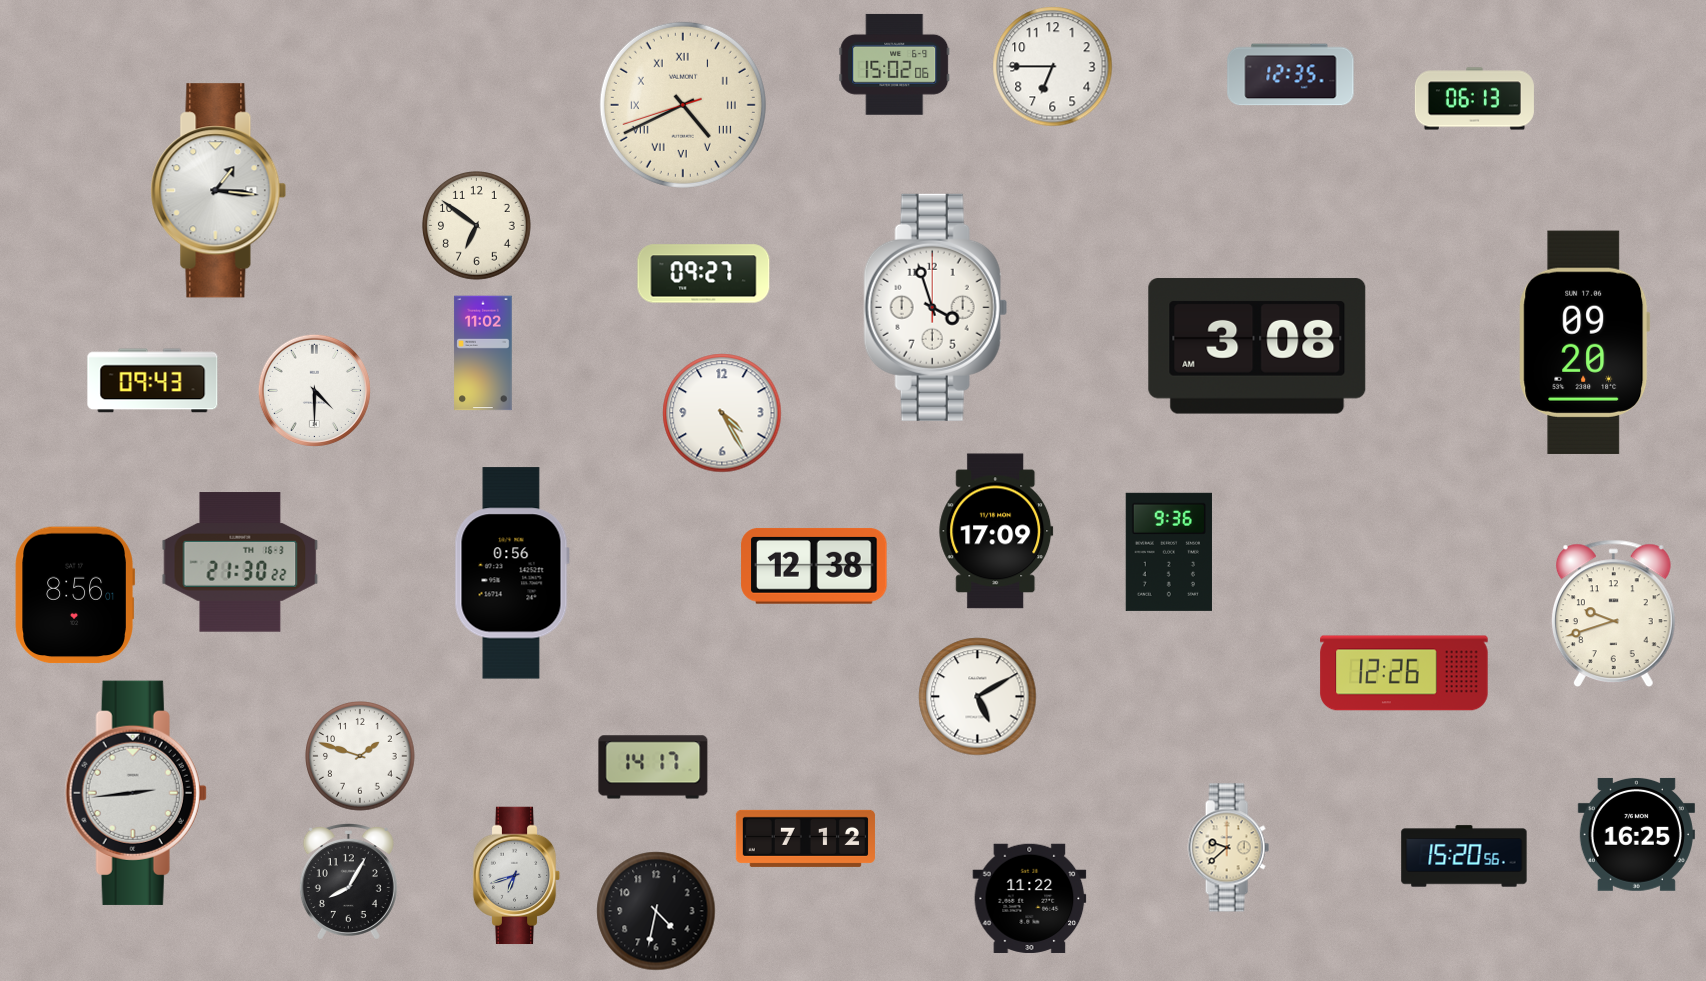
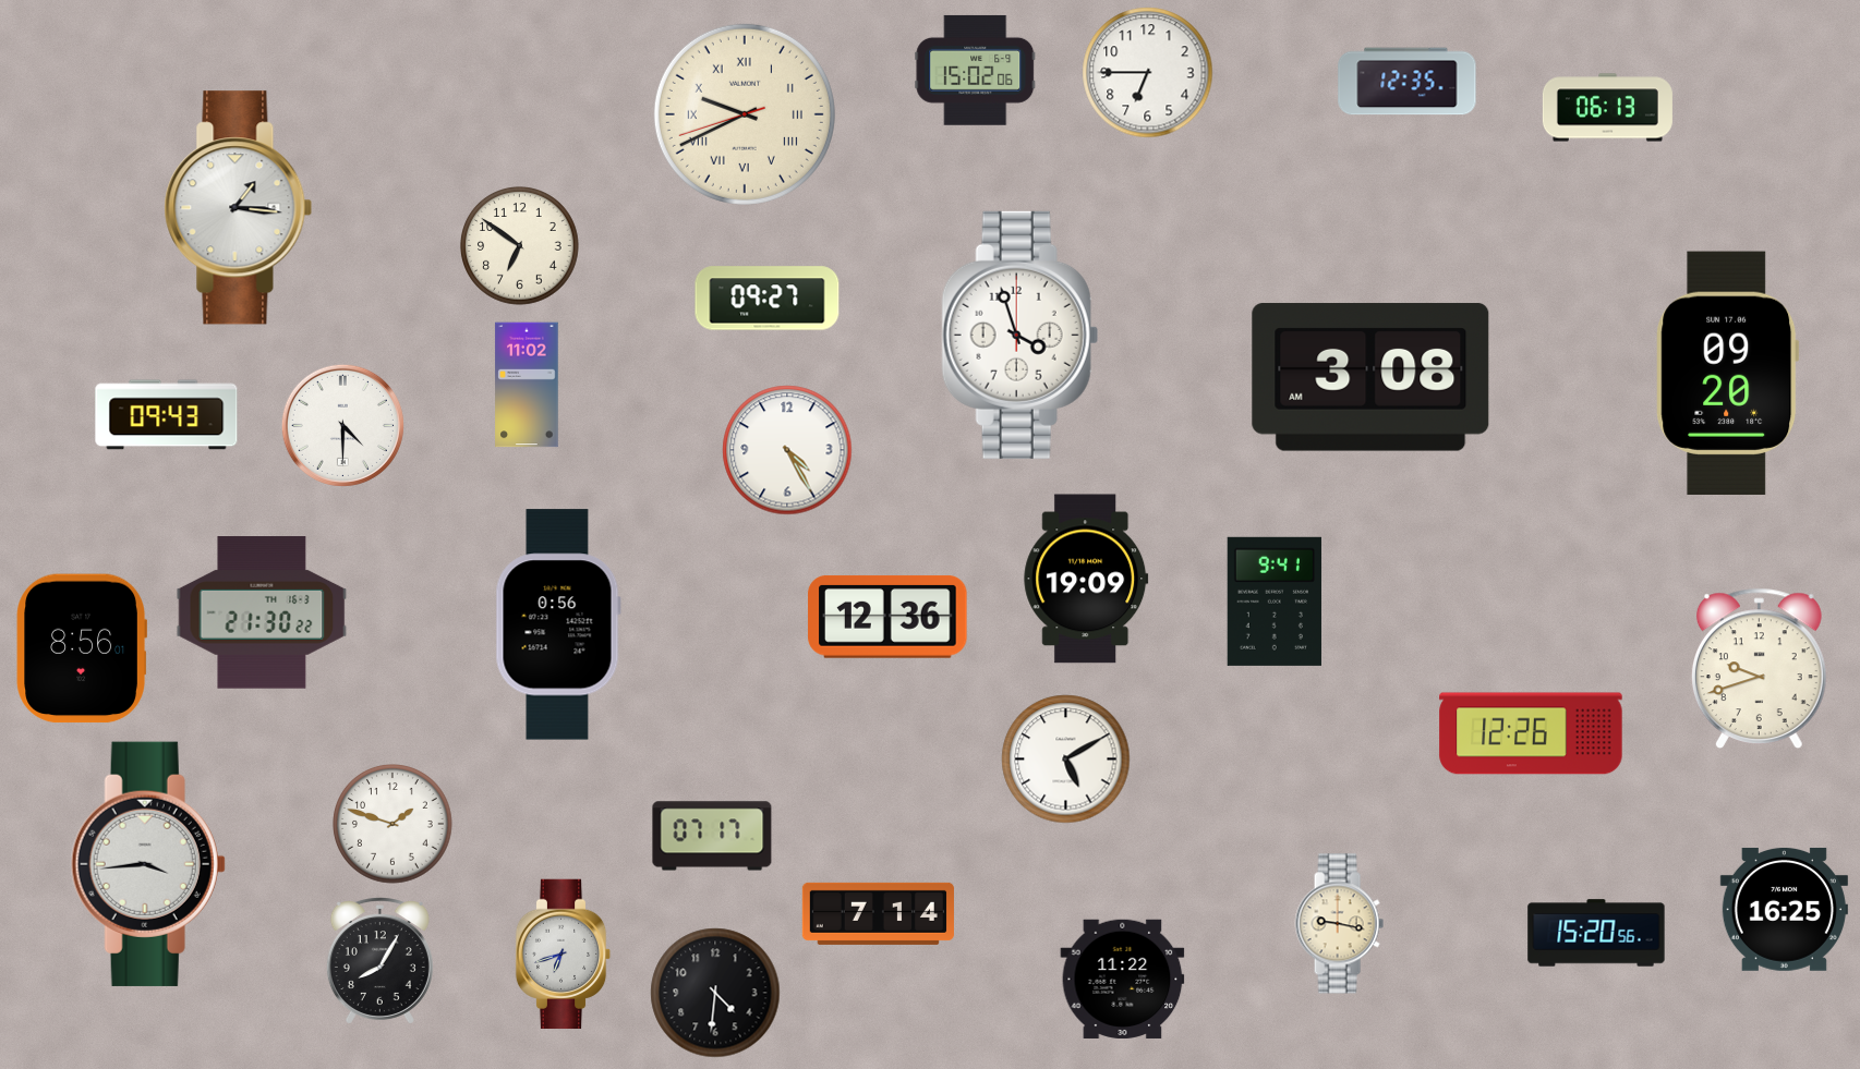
clock at (683, 105): 4:40 -> 9:40
clock at (996, 531): 17:09 -> 19:09
clock at (1169, 552): 9:36 -> 9:41
clock at (814, 566): 12:38 -> 12:36
clock at (653, 767): 14:17 -> 07:17
clock at (136, 793): 2:44 -> 3:44
clock at (805, 838): 7:12 -> 7:14
clock at (1228, 848): 9:38 -> 9:17
clock at (656, 911): 4:32 -> 4:31
